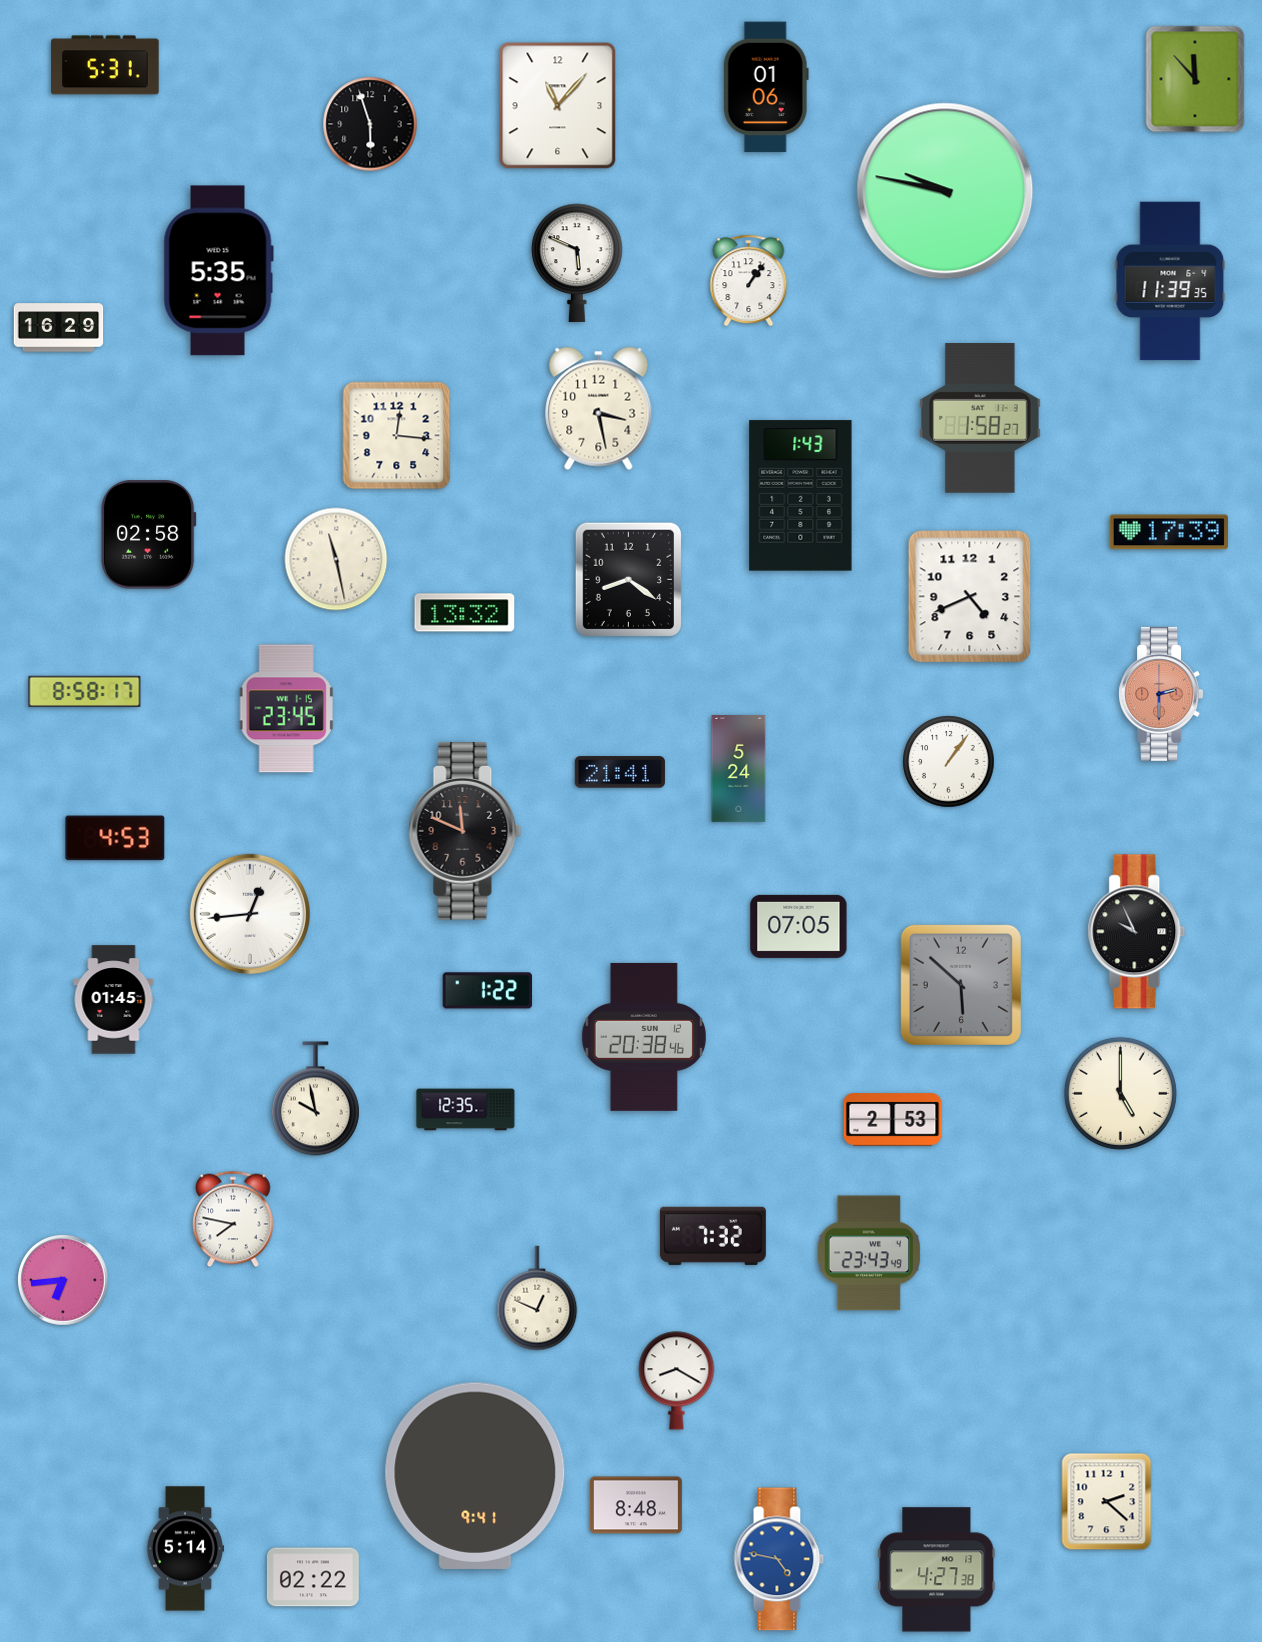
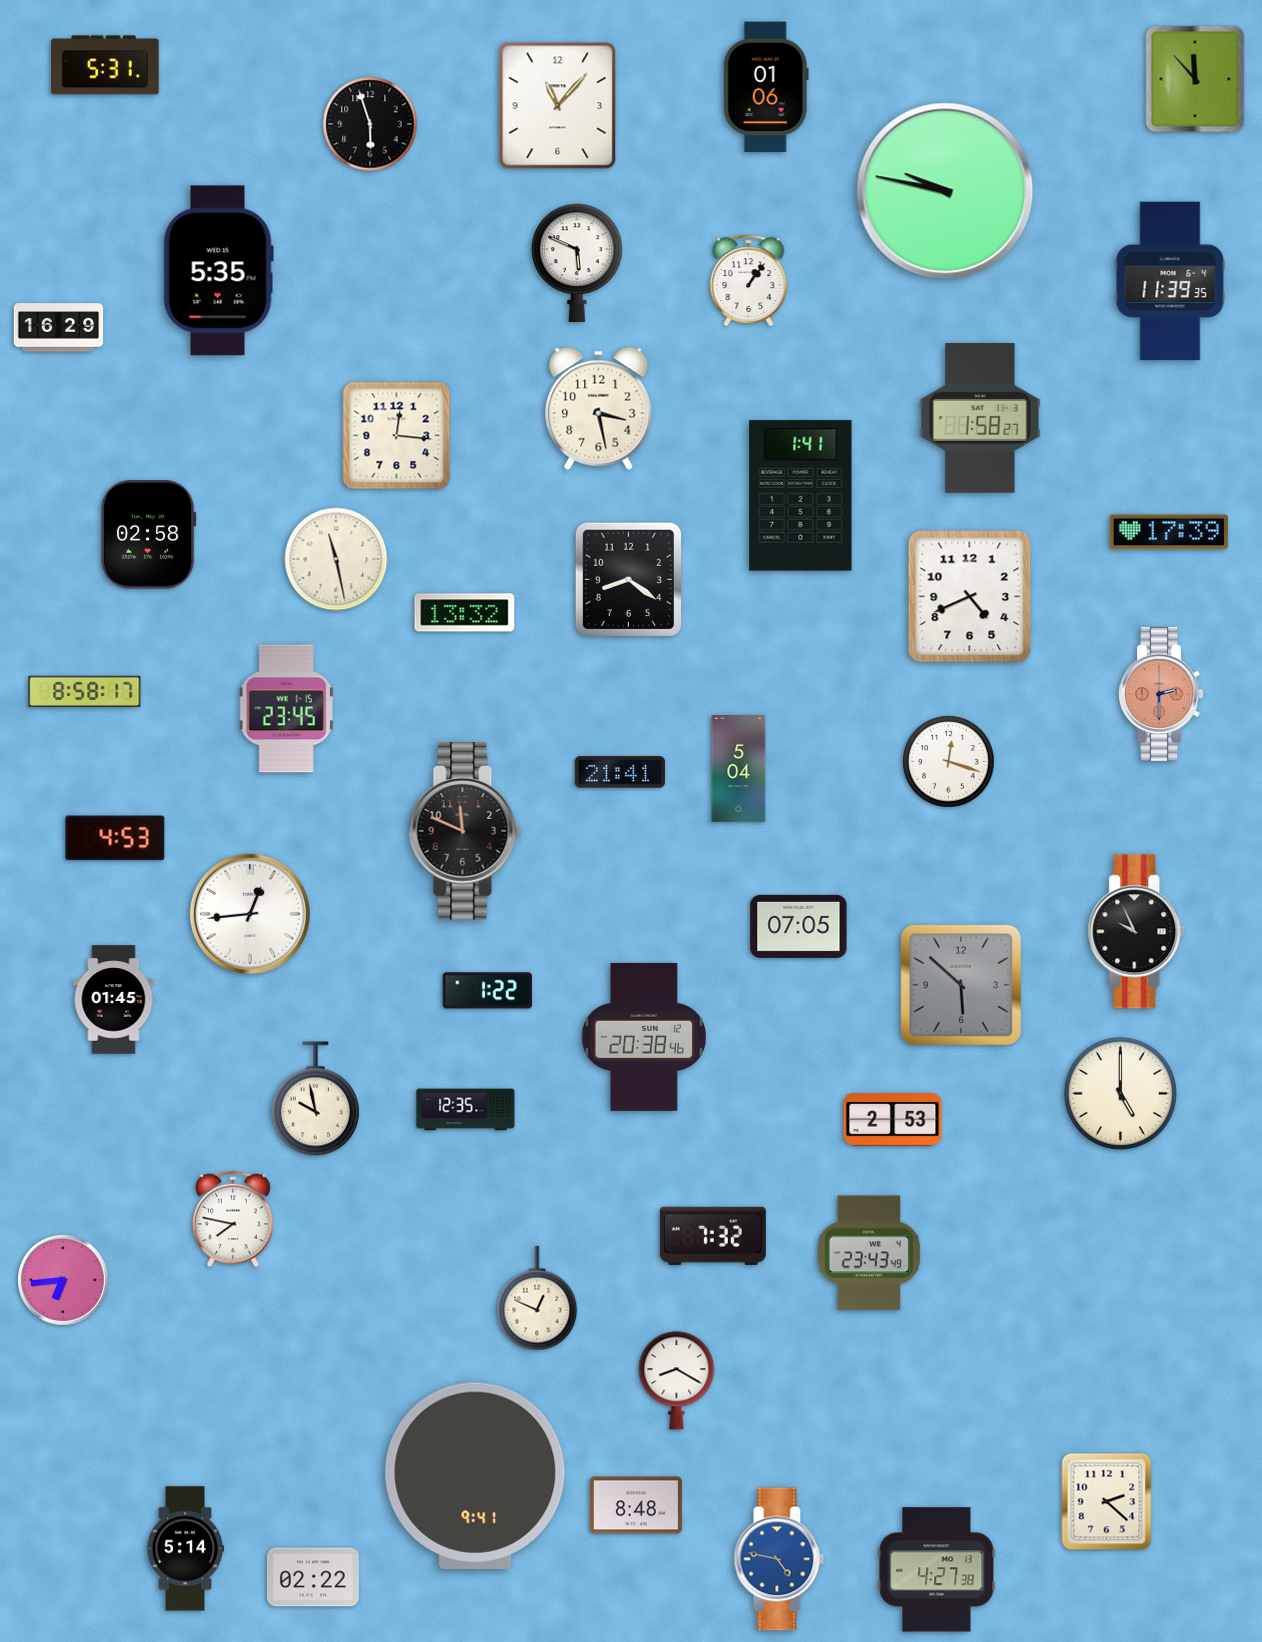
clock at (801, 496): 1:43 -> 1:41
clock at (949, 762): 1:06 -> 12:18
clock at (739, 769): 5:24 -> 5:04
